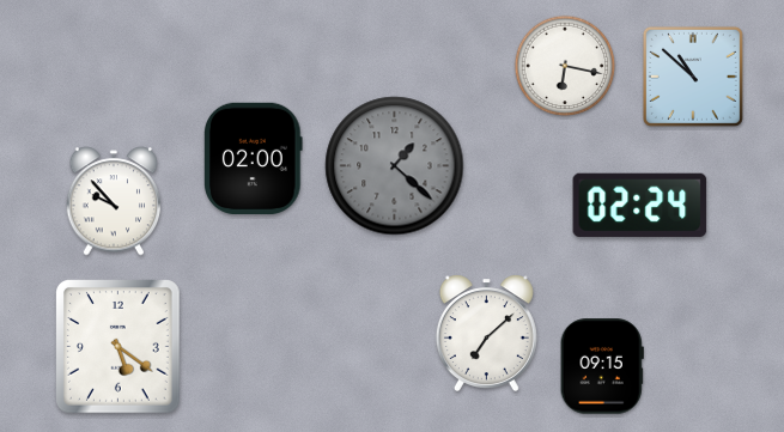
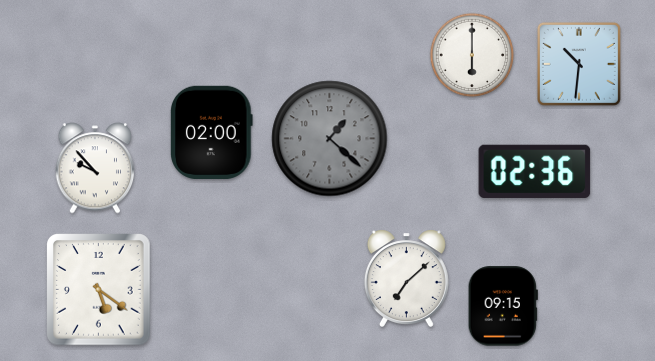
clock at (565, 66): 6:17 -> 6:00
clock at (693, 77): 10:52 -> 10:31
clock at (640, 205): 02:24 -> 02:36
